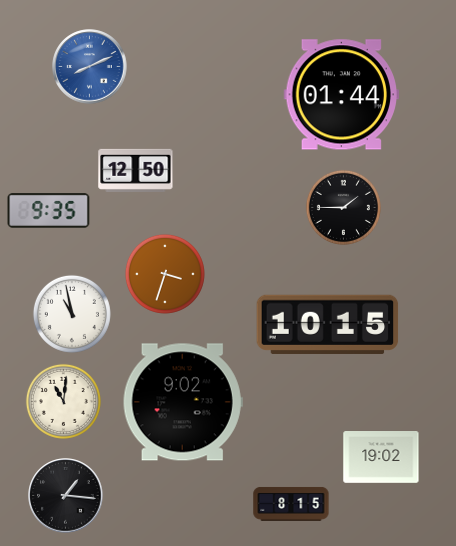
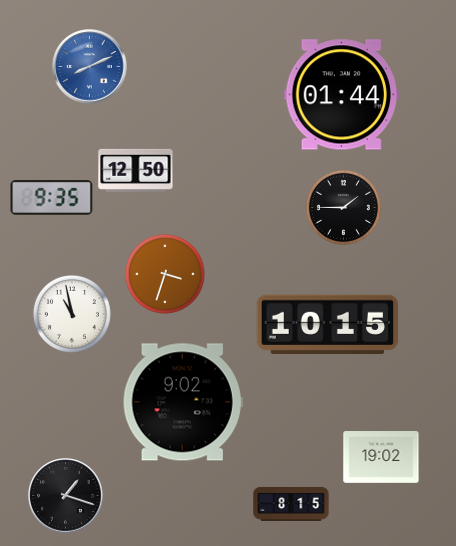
clock at (49, 211) position: (49, 211) -> (52, 198)
clock at (63, 401): 11:01 -> none
clock at (66, 496): 1:16 -> 1:18
